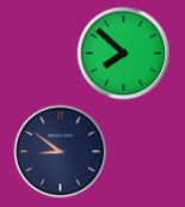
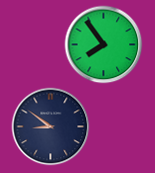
clock at (123, 53): 7:52 -> 7:54
